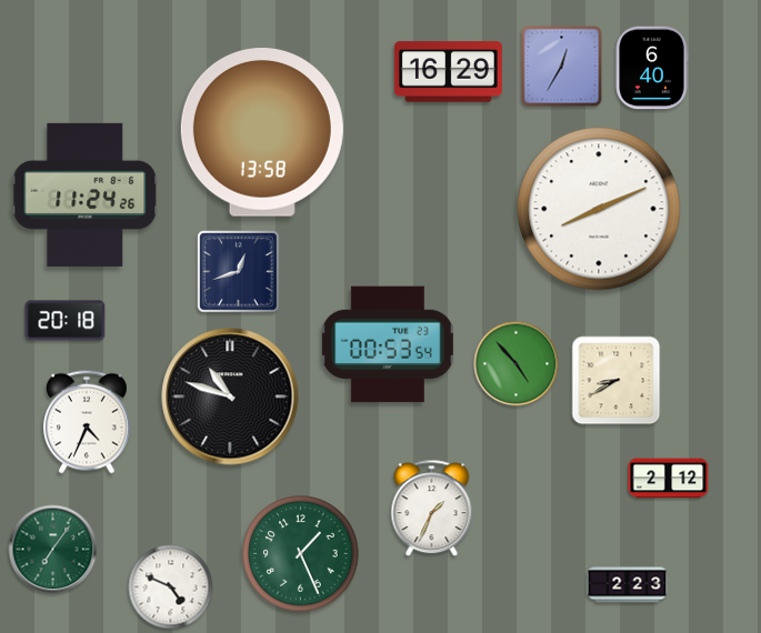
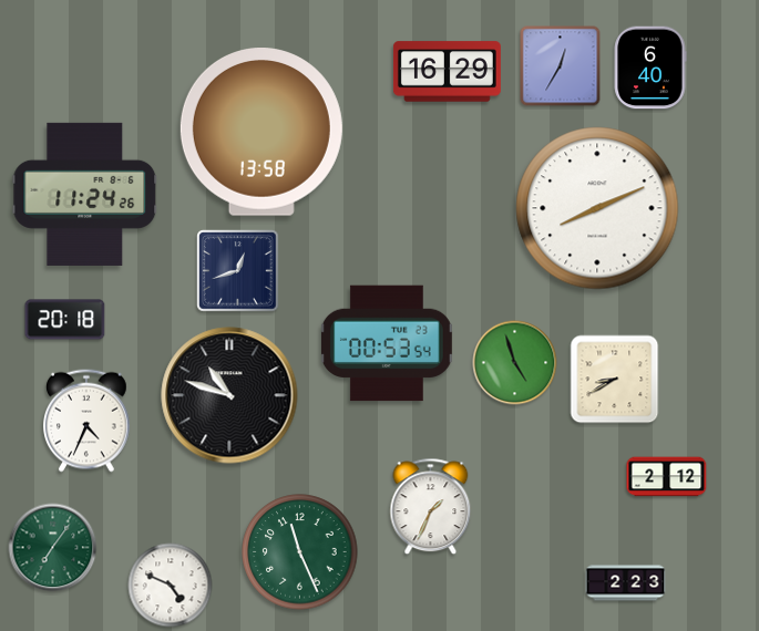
clock at (517, 364): 4:53 -> 4:57
clock at (301, 554): 1:26 -> 11:26
